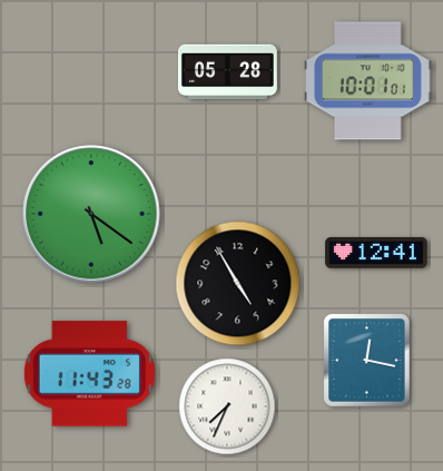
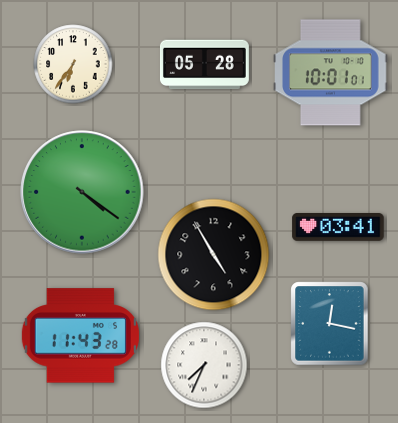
clock at (73, 64): none -> 6:36
clock at (91, 214): 5:21 -> 4:21
clock at (376, 254): 12:41 -> 03:41
